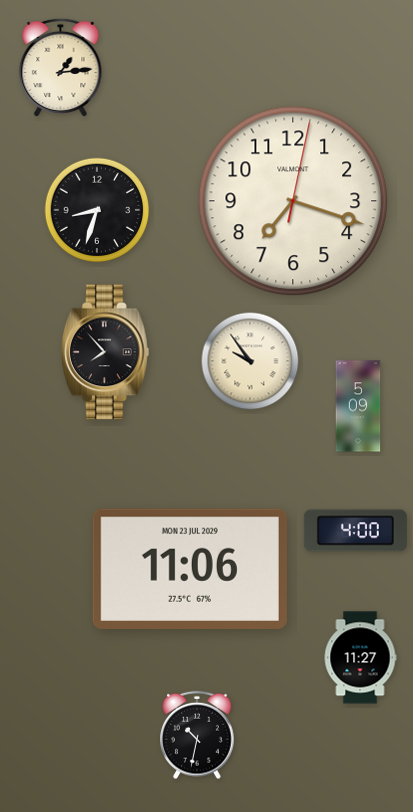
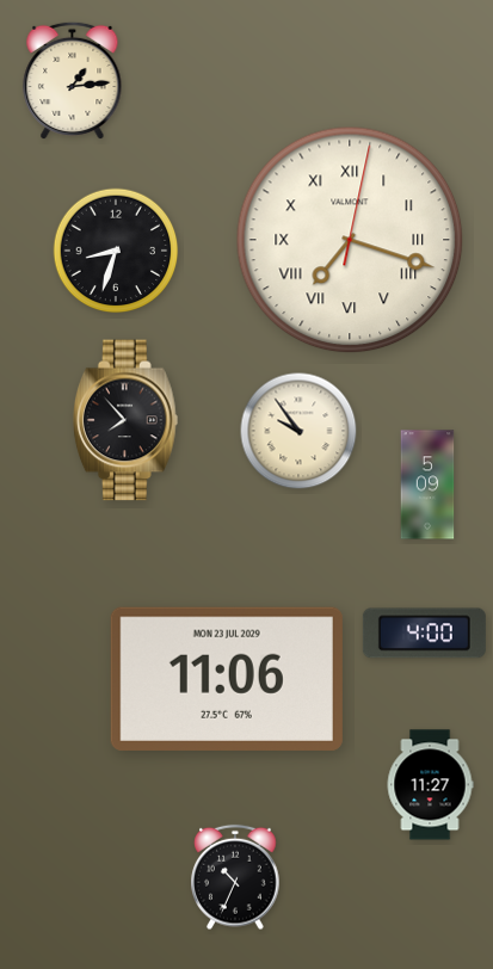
clock at (293, 201) numerals: Arabic -> Roman
clock at (197, 735): 10:32 -> 10:34
